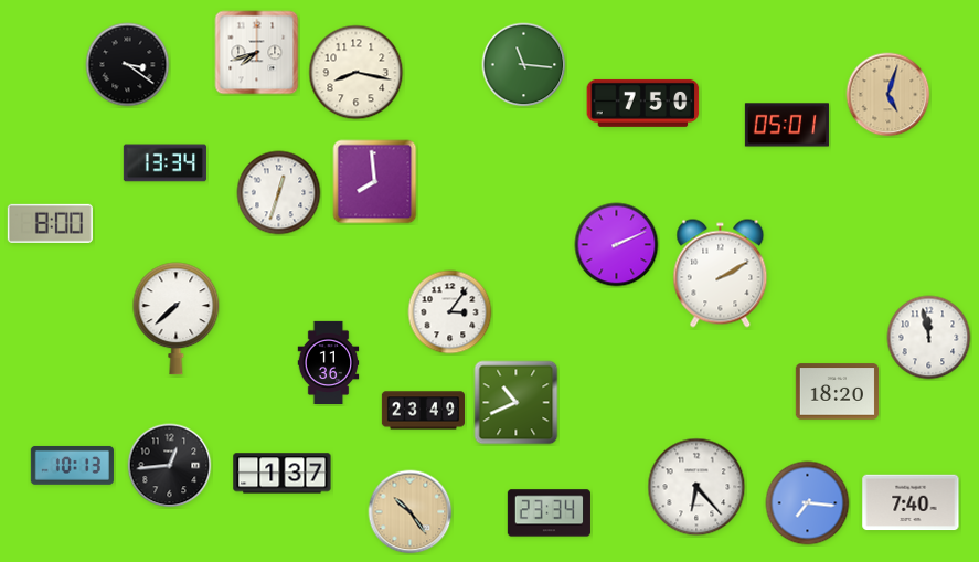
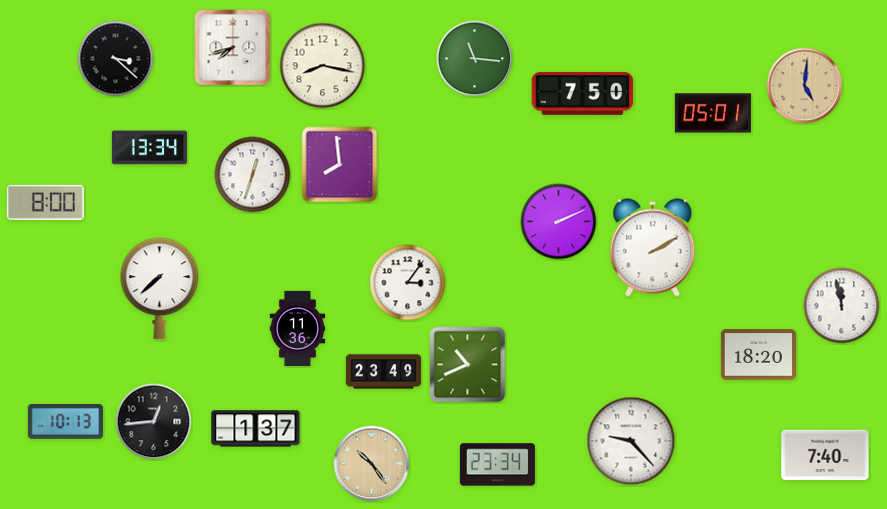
clock at (128, 65): 3:21 -> 3:22
clock at (888, 95): 5:03 -> 5:01
clock at (696, 487): 6:23 -> 9:23
clock at (808, 503): 7:16 -> none
